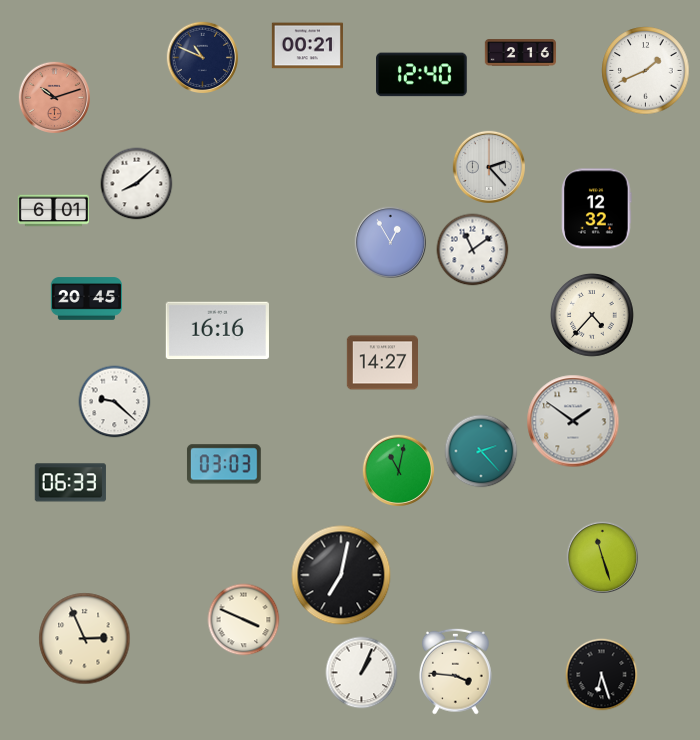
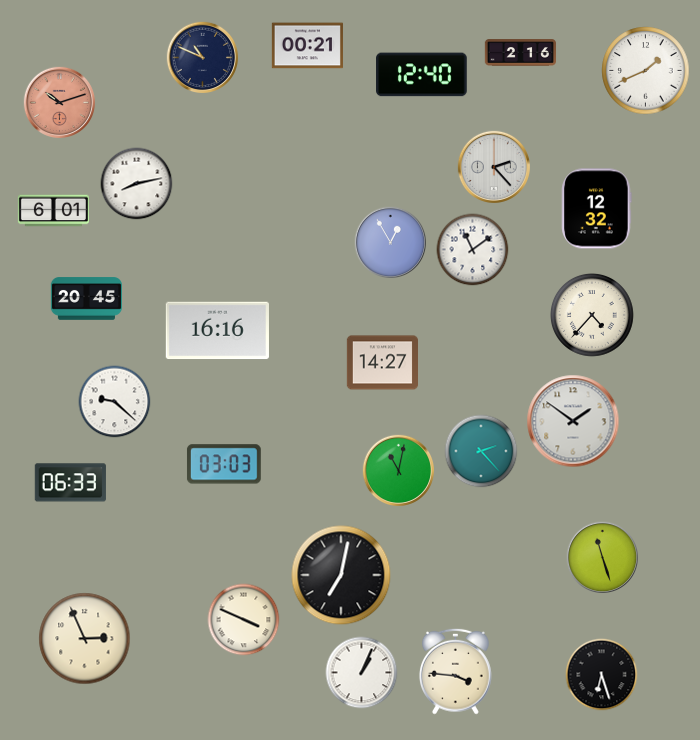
clock at (54, 97) position: (54, 97) -> (59, 102)
clock at (488, 166) position: (488, 166) -> (493, 166)
clock at (137, 184): 8:08 -> 8:13
